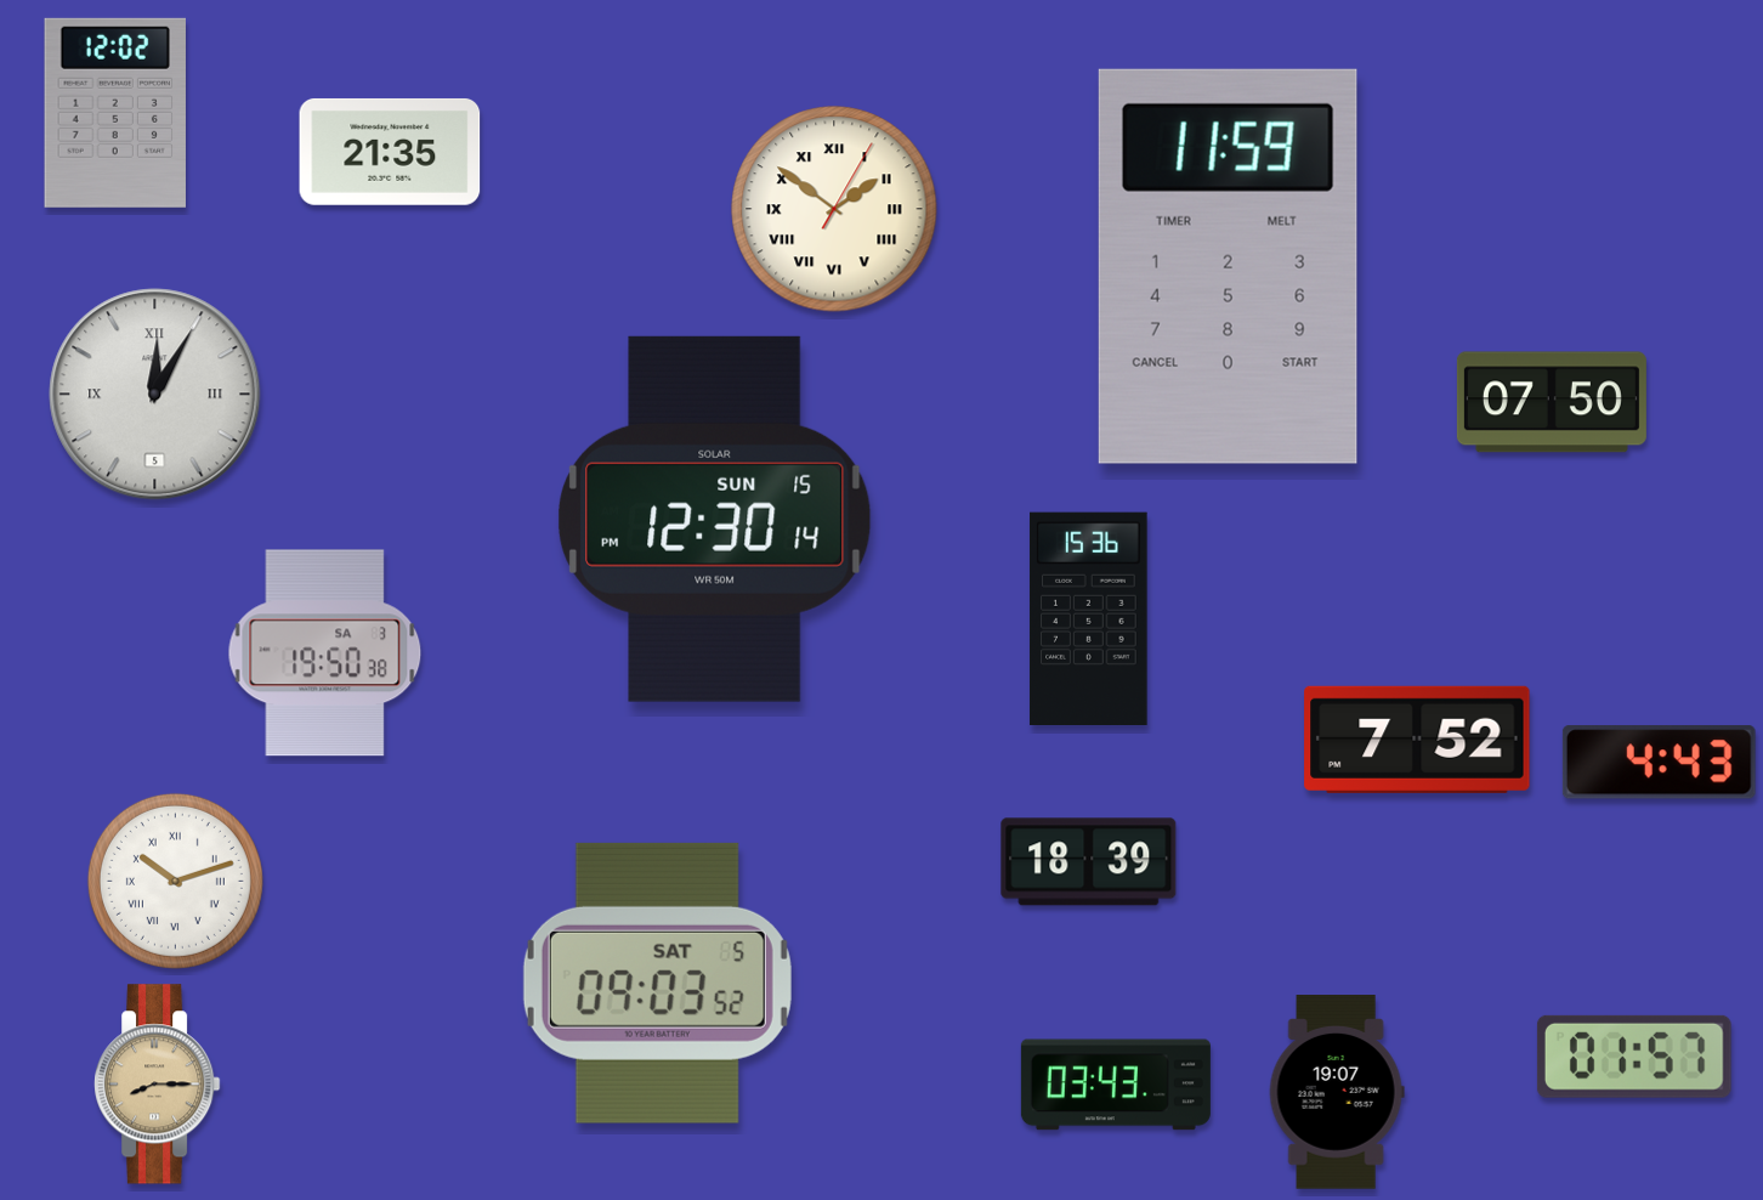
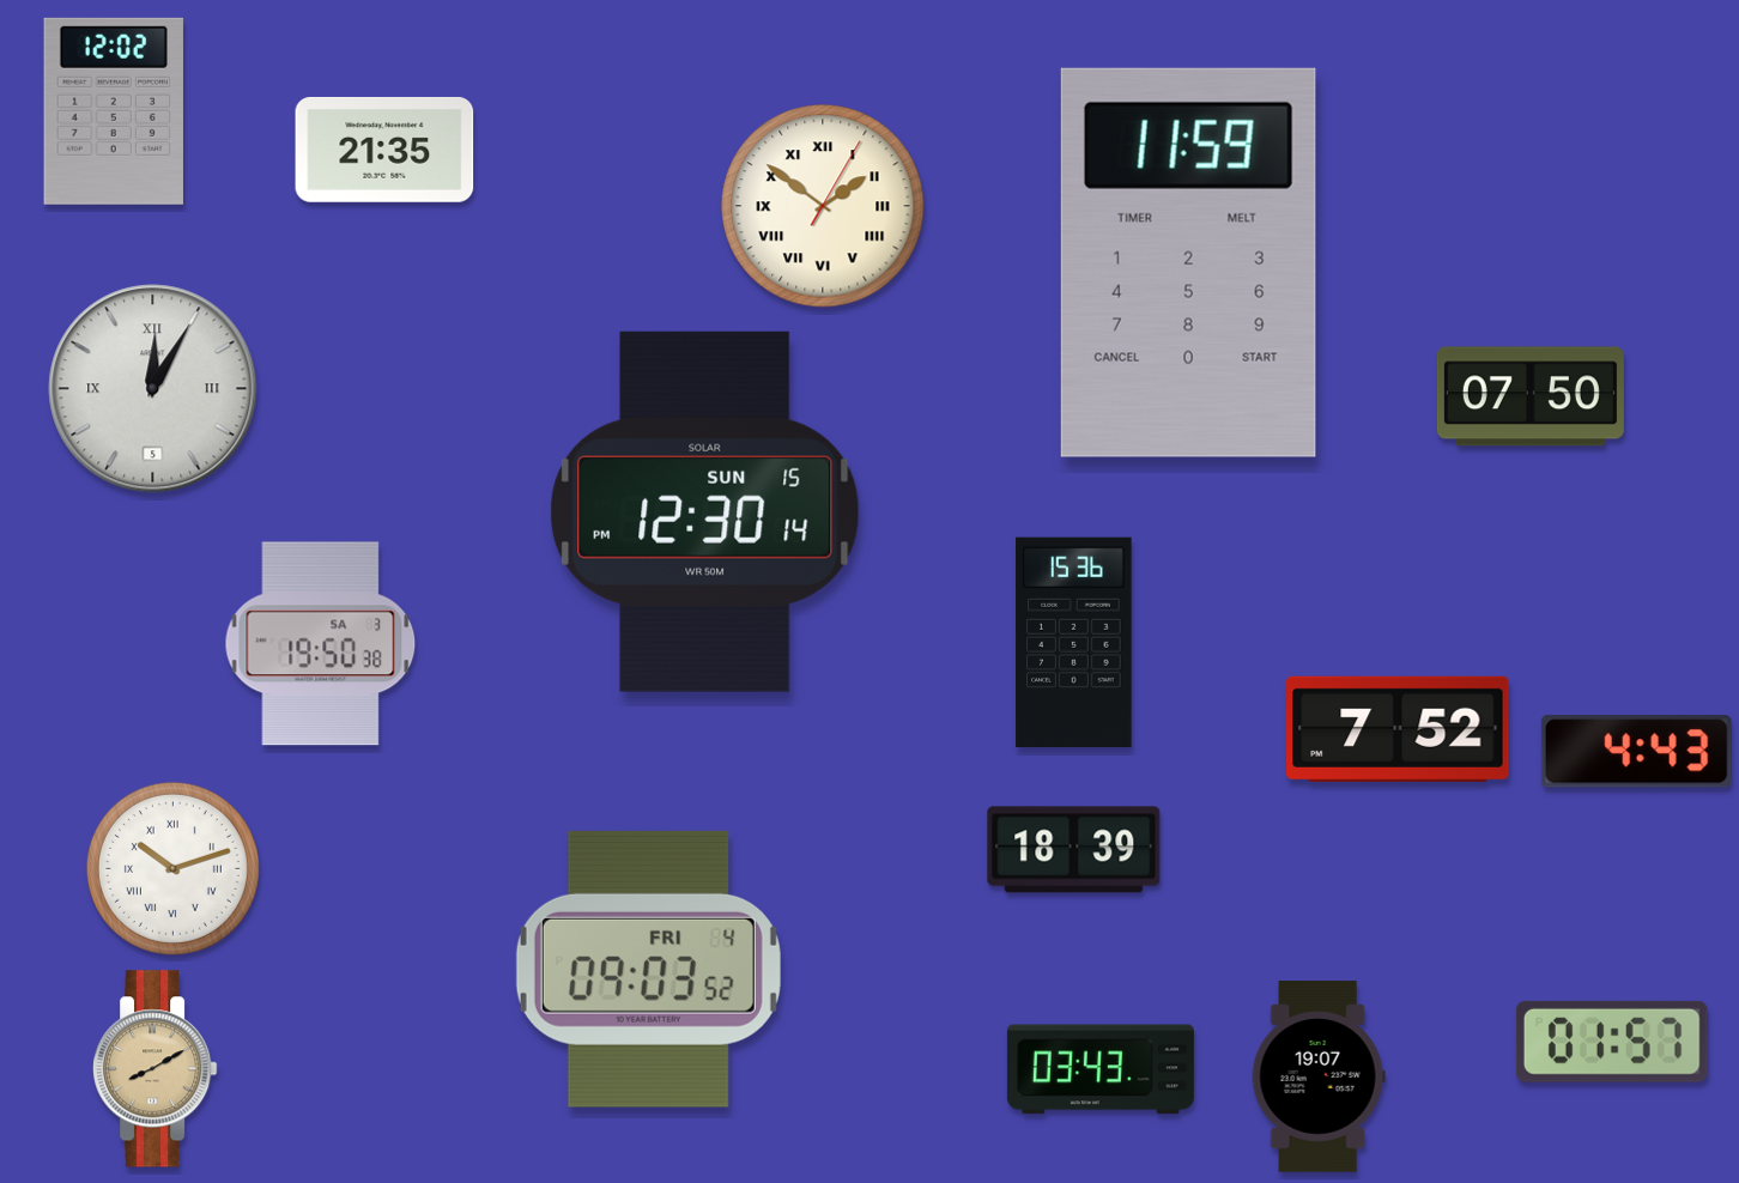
clock at (1228, 266) position: (1228, 266) -> (1188, 262)
clock at (1089, 618) position: (1089, 618) -> (1074, 642)
clock at (657, 983) date: SAT 5 -> FRI 4
clock at (158, 1085): 8:15 -> 8:10
